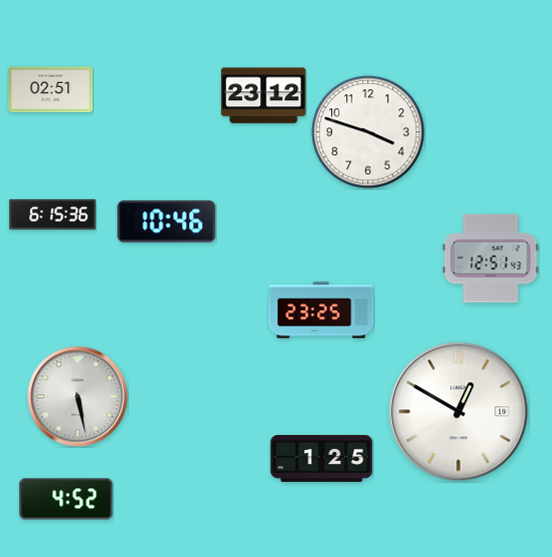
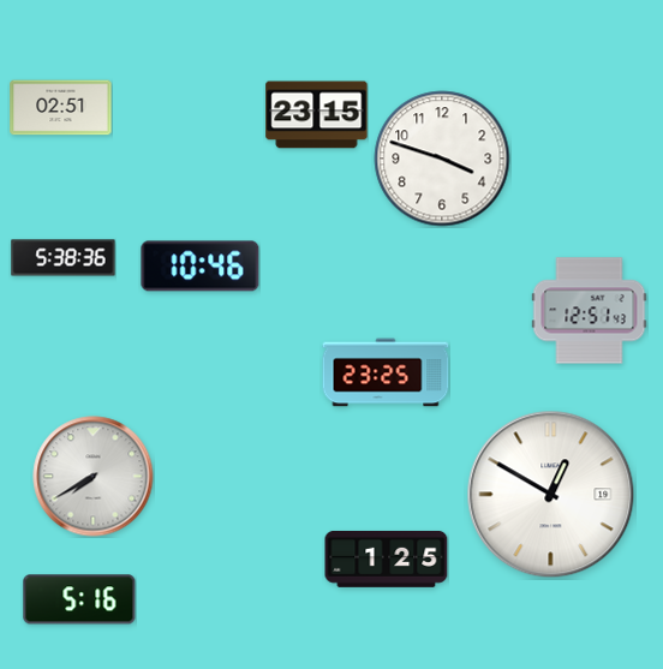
clock at (264, 96): 23:12 -> 23:15
clock at (53, 215): 6:15 -> 5:38
clock at (78, 397): 5:28 -> 7:40
clock at (322, 458) position: (322, 458) -> (387, 559)
clock at (66, 499): 4:52 -> 5:16
